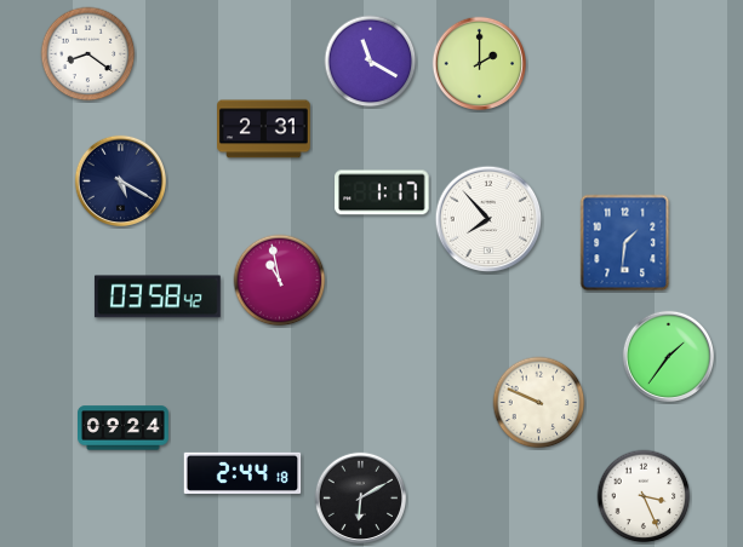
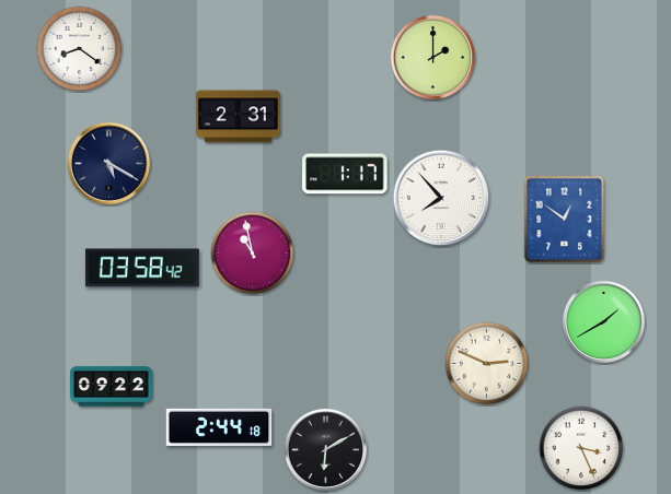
clock at (371, 62): 11:20 -> none
clock at (625, 243): 1:31 -> 12:51
clock at (668, 356): 1:36 -> 1:40
clock at (539, 403): 9:49 -> 2:49
clock at (124, 428): 09:24 -> 09:22
